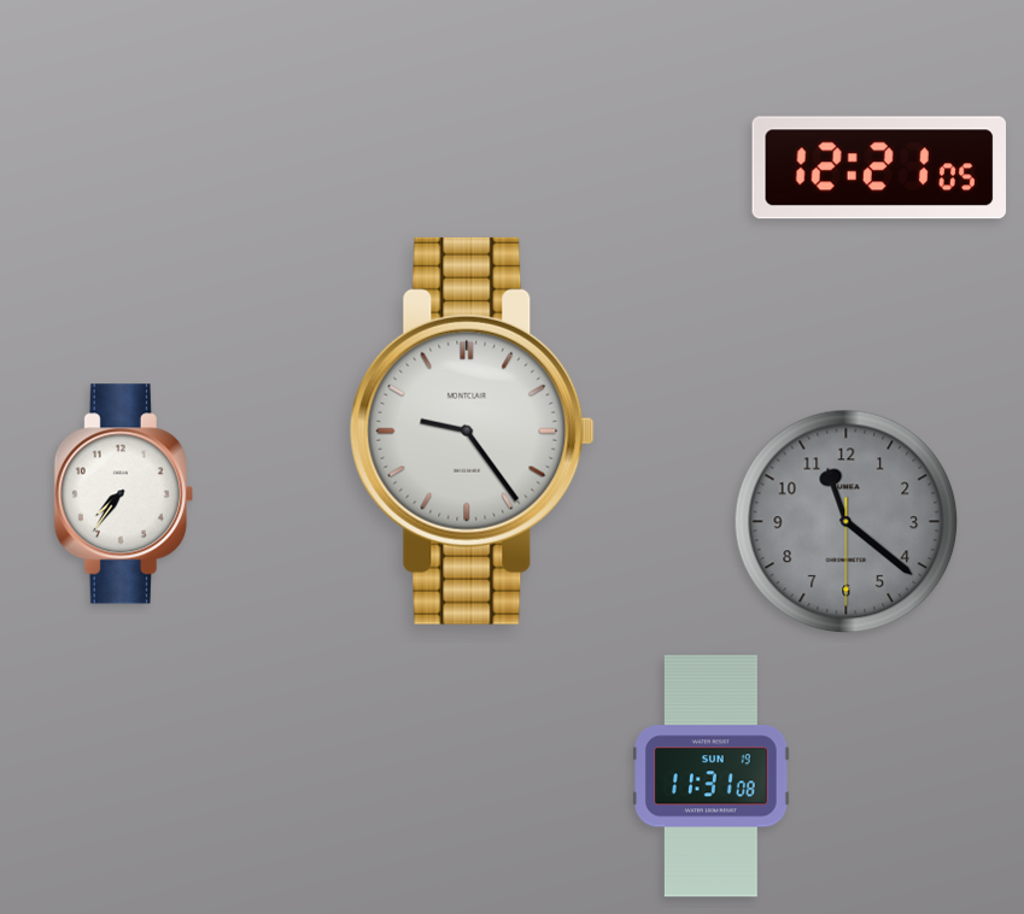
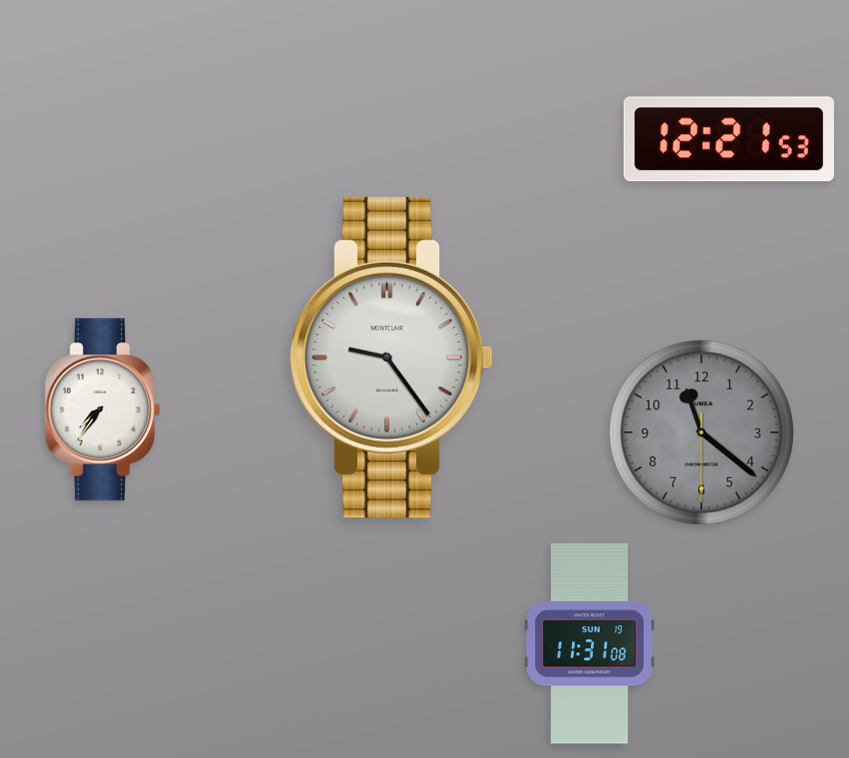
clock at (879, 168): 12:21:05 -> 12:21:53
